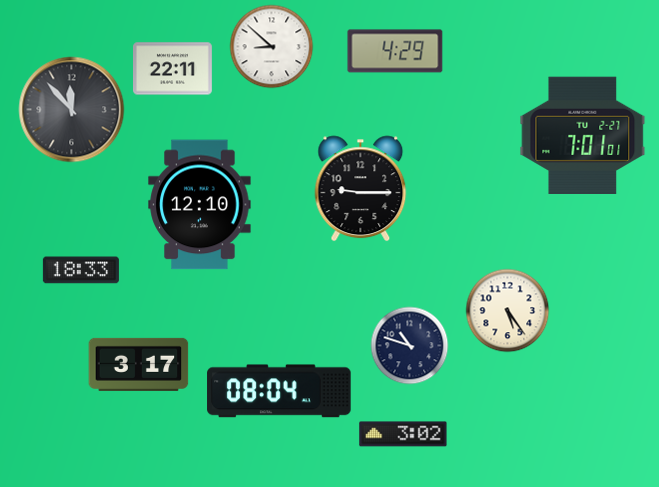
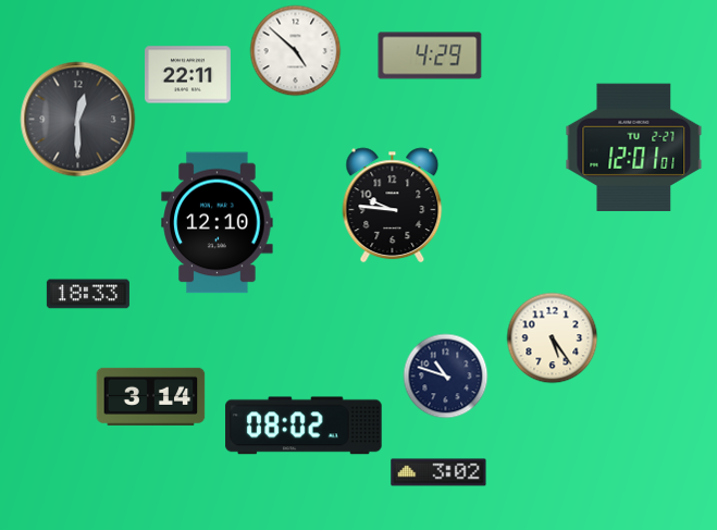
clock at (272, 47): 8:52 -> 4:52
clock at (72, 110): 11:53 -> 12:30
clock at (583, 135): 7:01 -> 12:01
clock at (361, 189): 9:15 -> 9:46
clock at (139, 364): 3:17 -> 3:14
clock at (279, 391): 08:04 -> 08:02
